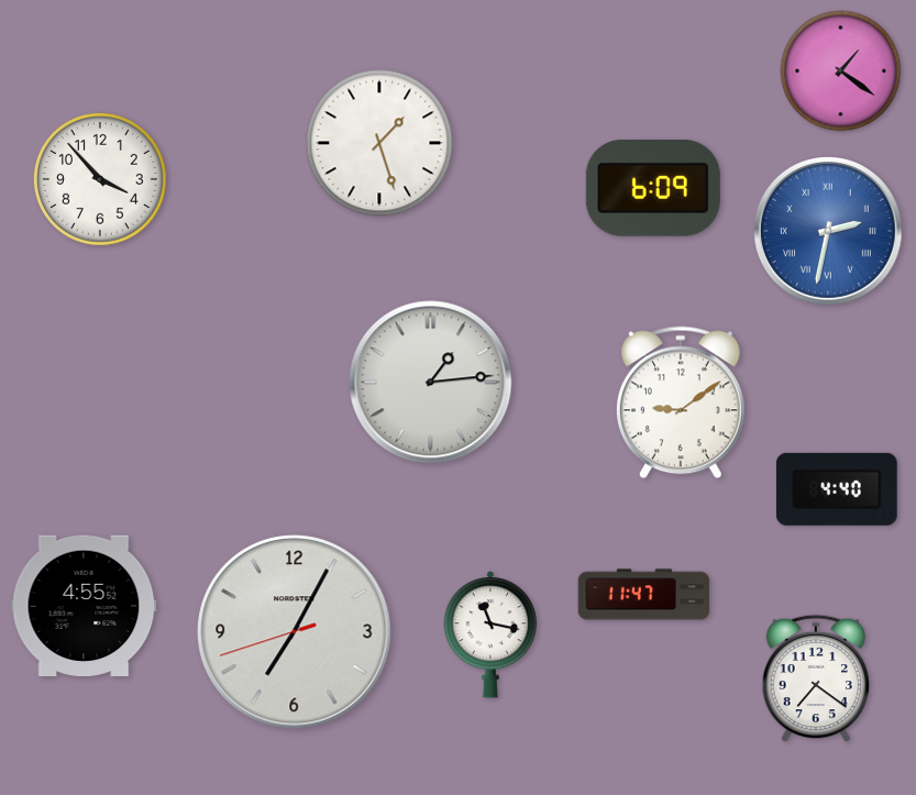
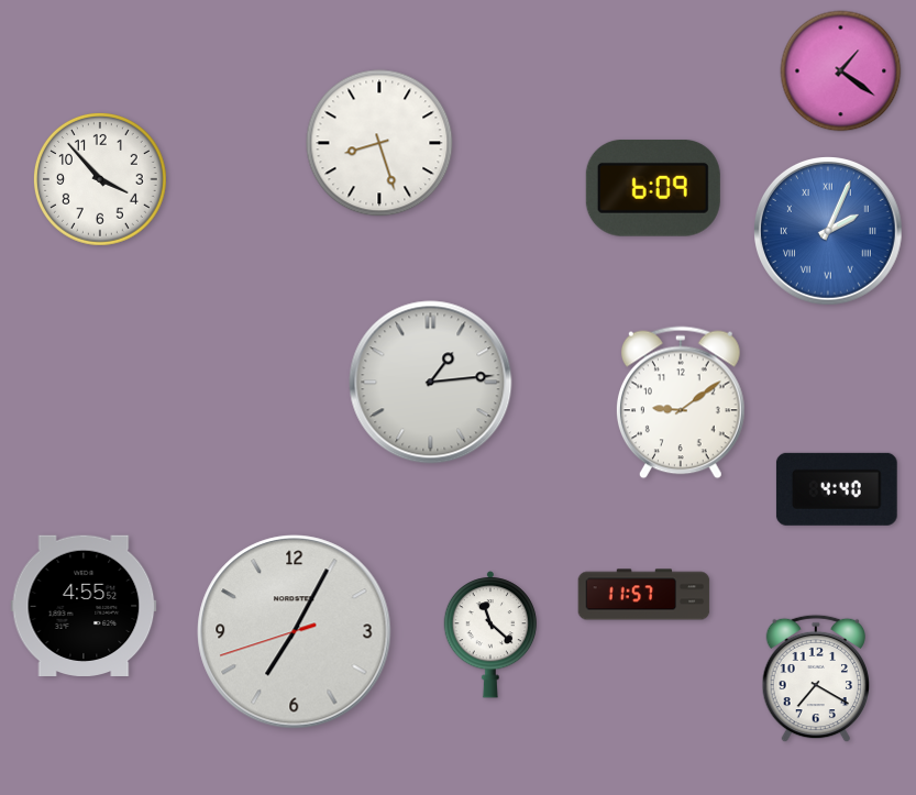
clock at (379, 143): 1:27 -> 8:27
clock at (829, 232): 2:32 -> 2:04
clock at (644, 595): 11:47 -> 11:57
clock at (490, 636): 11:17 -> 11:22
clock at (816, 678): 7:21 -> 7:20
